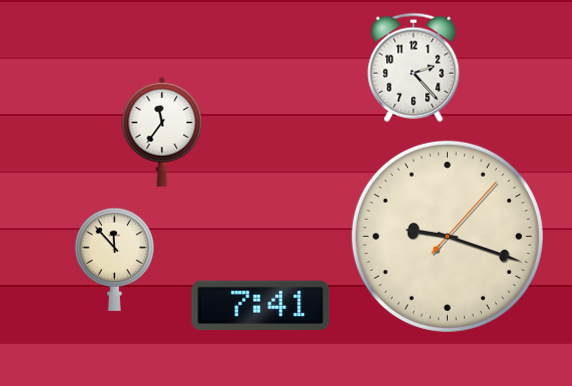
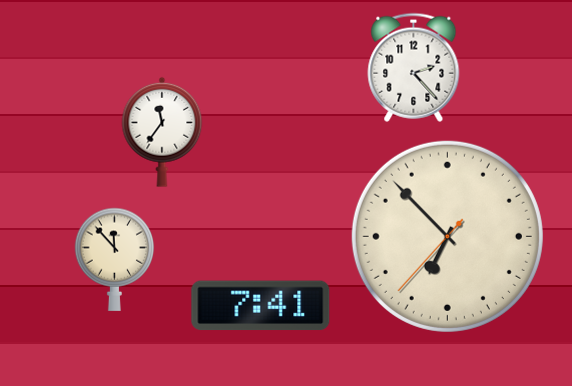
clock at (447, 236): 9:18 -> 6:52
